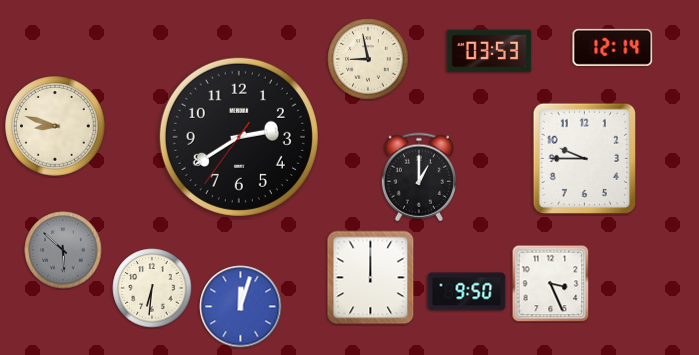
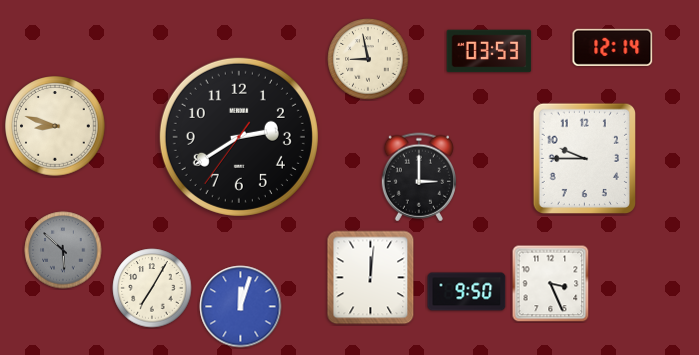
clock at (419, 177): 1:00 -> 3:00
clock at (371, 278): 12:00 -> 12:01
clock at (152, 288): 6:31 -> 7:05
